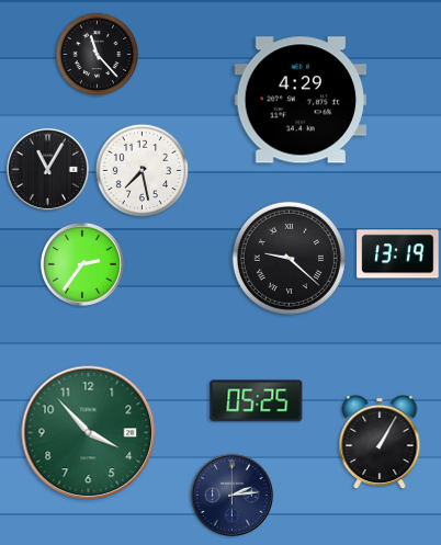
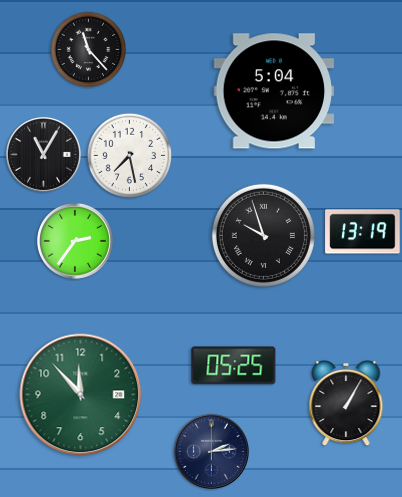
clock at (301, 100): 4:29 -> 5:04
clock at (289, 258): 9:22 -> 9:57
clock at (89, 433): 3:53 -> 11:53
